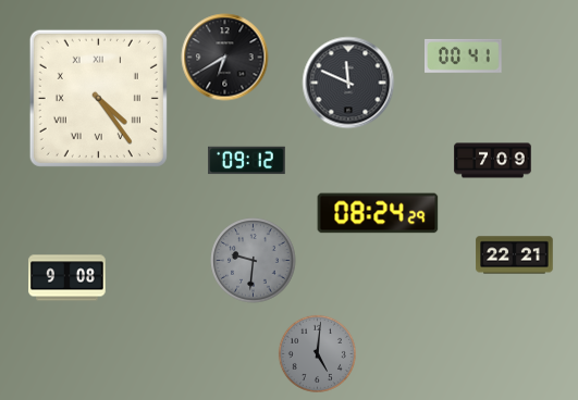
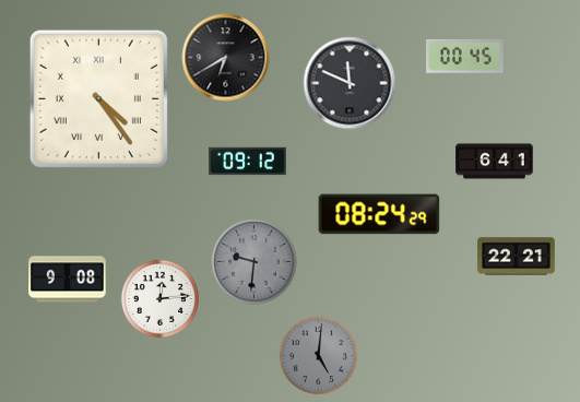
clock at (464, 55): 00:41 -> 00:45
clock at (493, 161): 7:09 -> 6:41
clock at (159, 298): none -> 12:14
